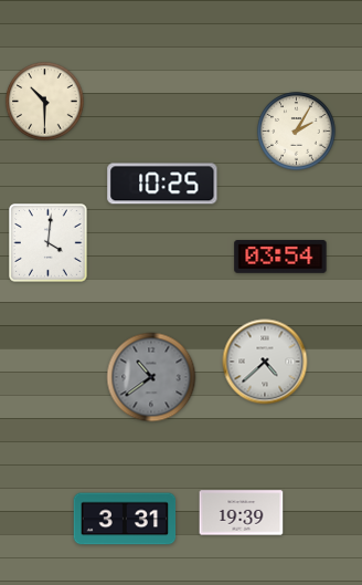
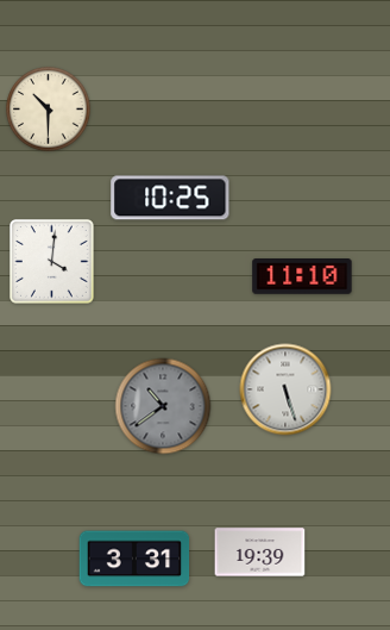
clock at (297, 132): 2:05 -> none
clock at (162, 184) position: (162, 184) -> (170, 198)
clock at (280, 258): 03:54 -> 11:10
clock at (265, 362): 4:38 -> 5:27
